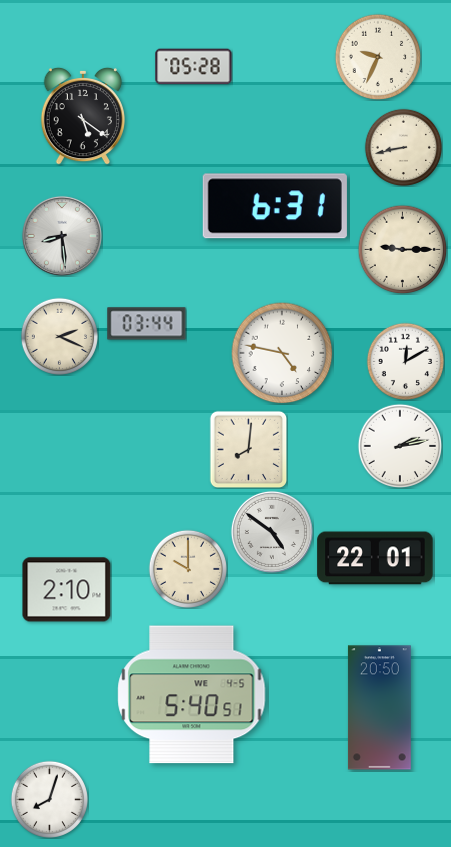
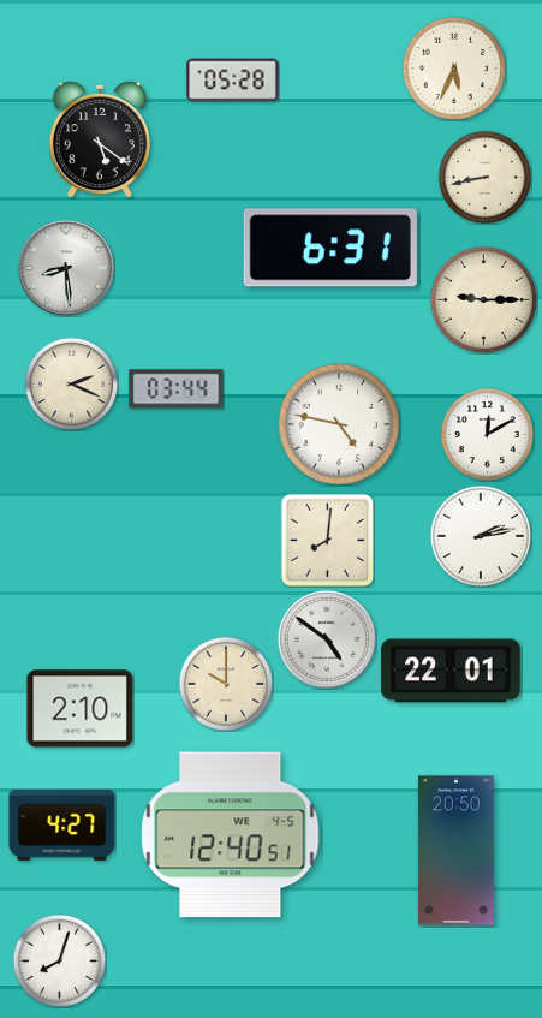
clock at (378, 57): 9:34 -> 5:34
clock at (62, 236) position: (62, 236) -> (66, 268)
clock at (59, 336) position: (59, 336) -> (71, 383)
clock at (248, 449) position: (248, 449) -> (327, 540)
clock at (62, 826): none -> 4:27
clock at (192, 695): 5:40 -> 12:40
